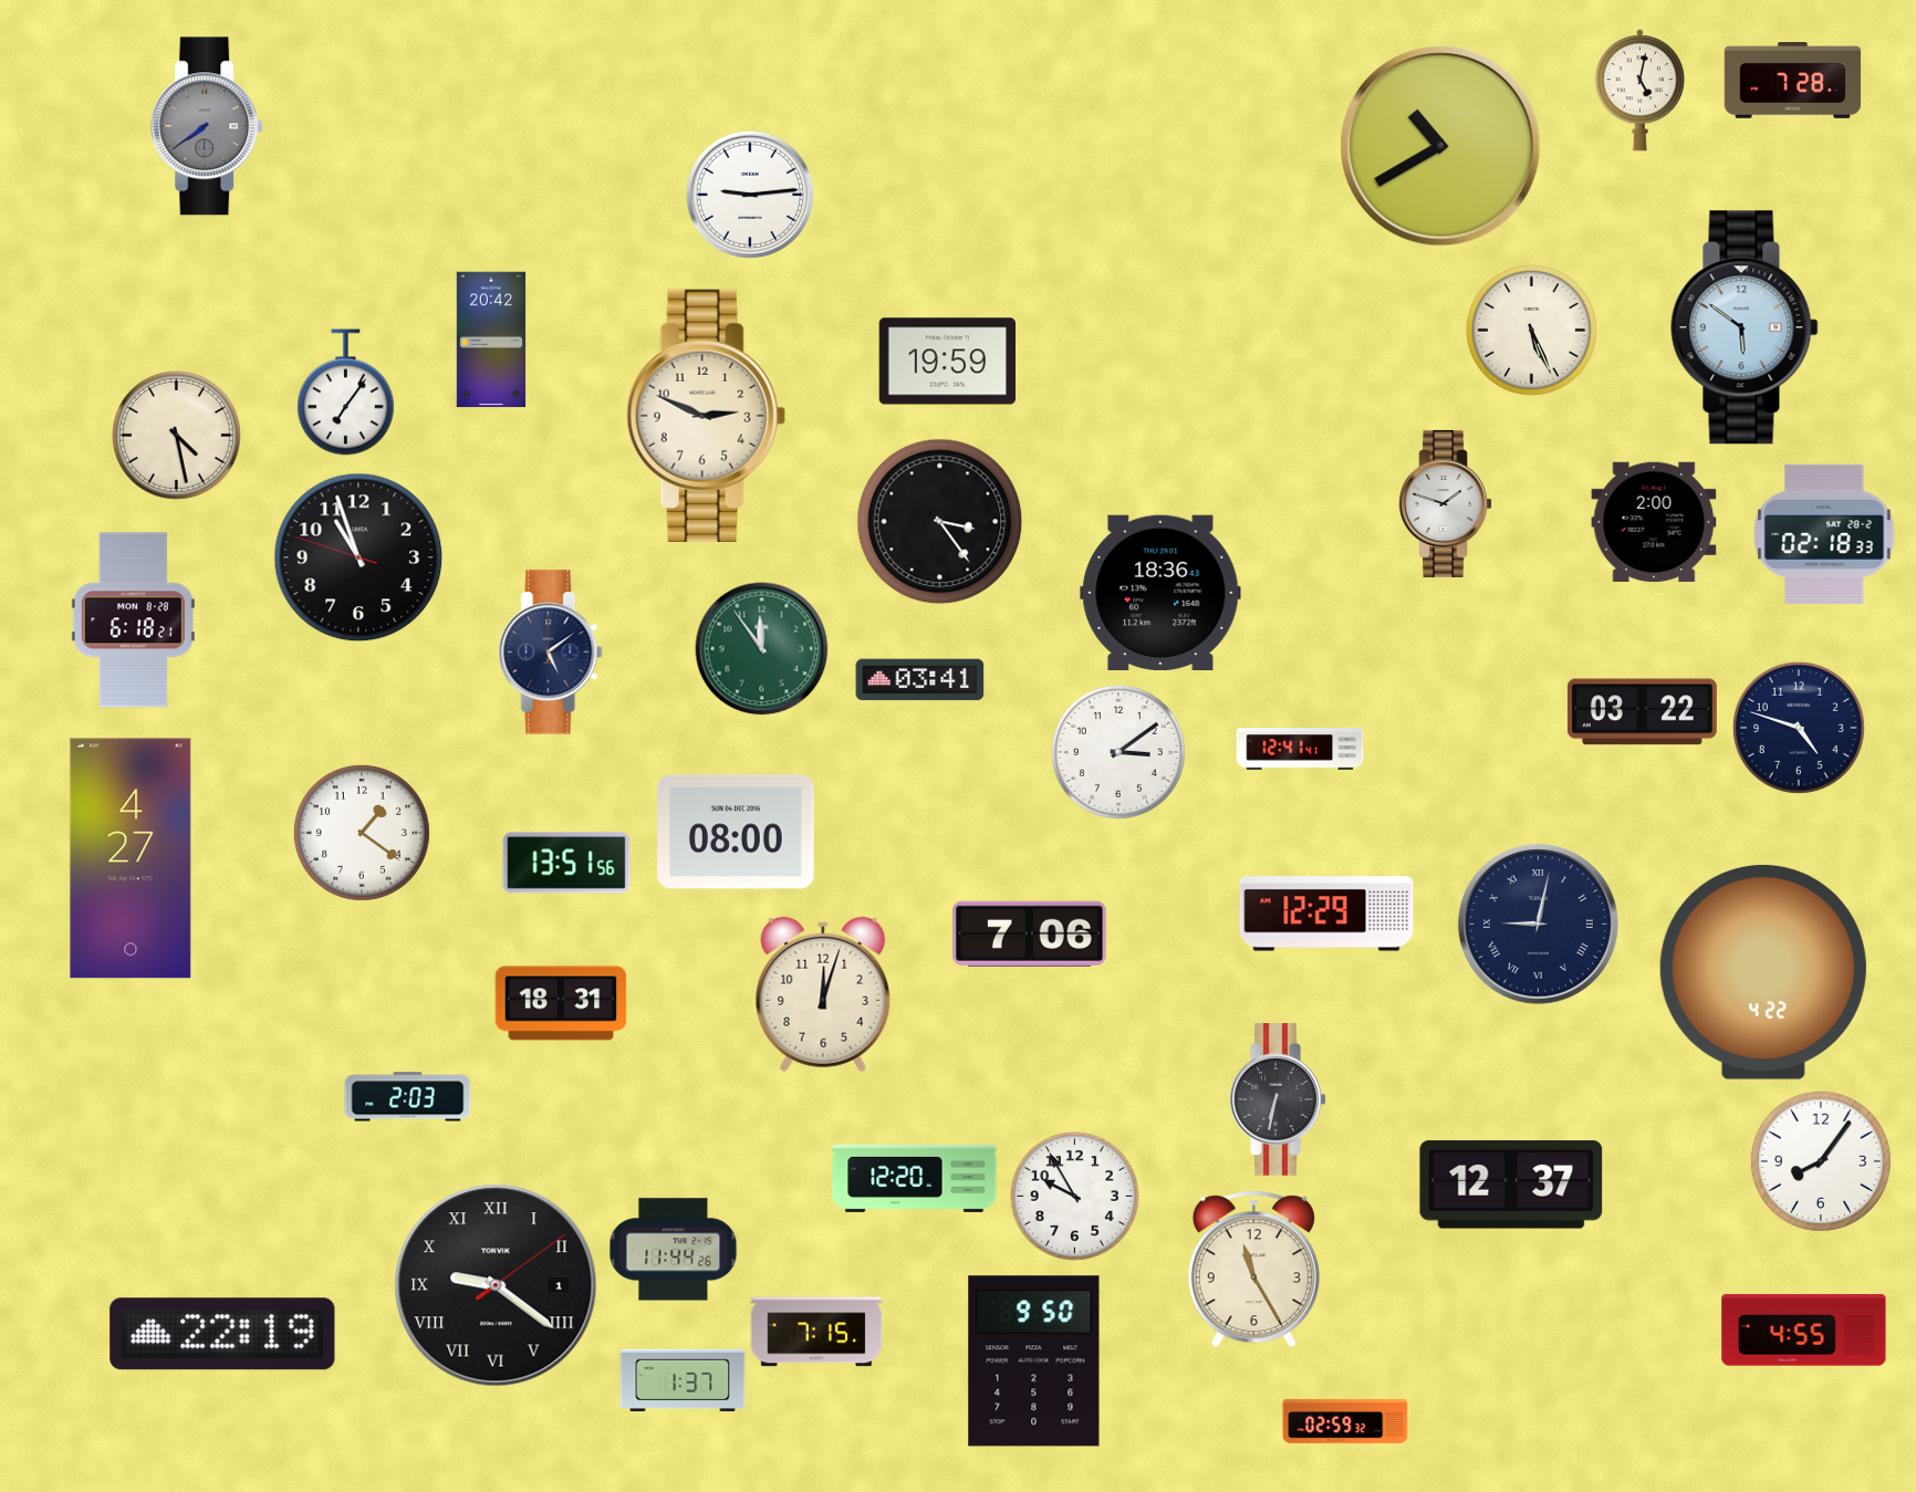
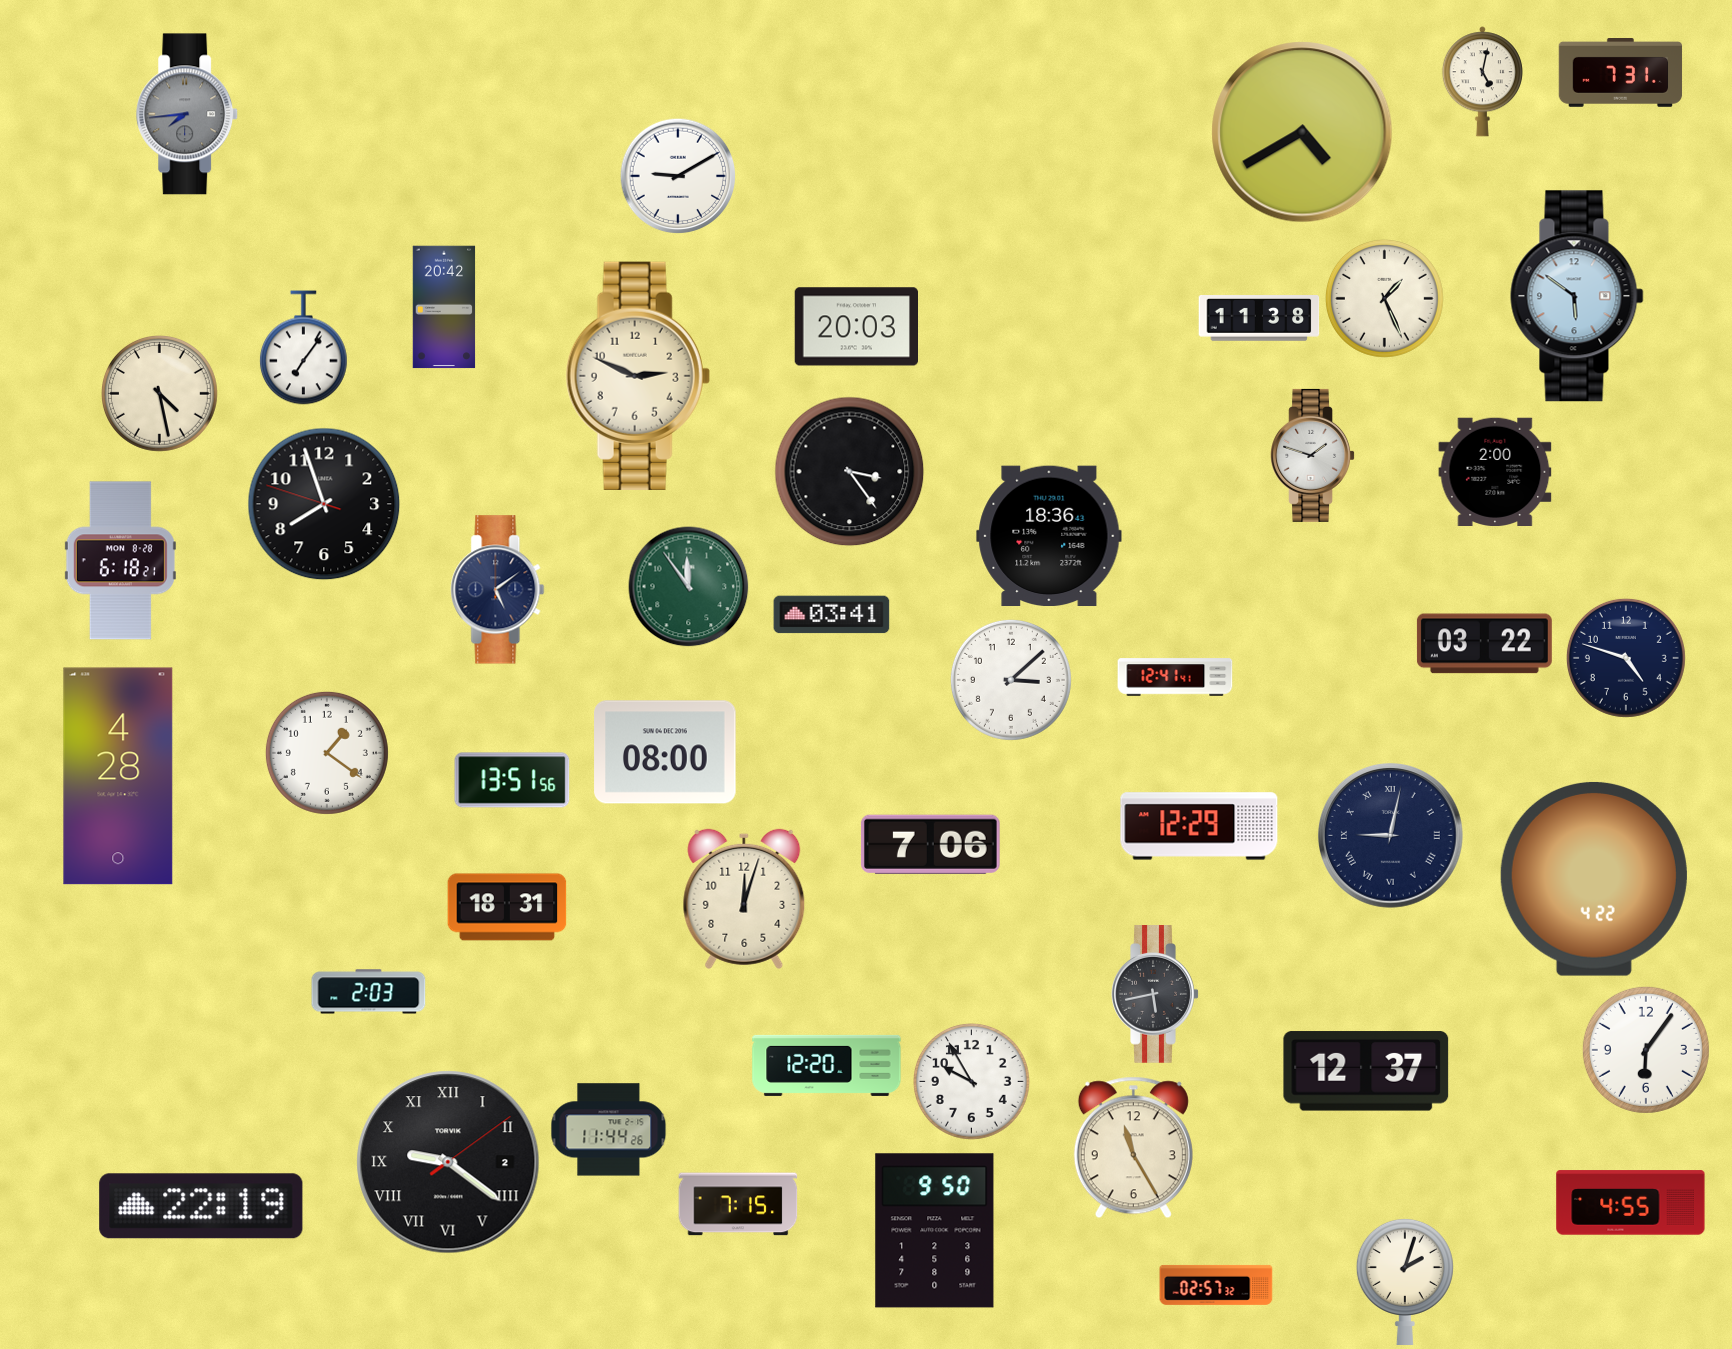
clock at (1793, 81): 7:28 -> 7:31
clock at (208, 126): 7:39 -> 7:44
clock at (1440, 146): 10:40 -> 4:40
clock at (750, 195): 9:14 -> 9:10
clock at (1531, 330): 5:26 -> 1:26
clock at (1259, 319): none -> 11:38
clock at (947, 362): 19:59 -> 20:03
clock at (346, 393) position: (346, 393) -> (304, 348)
clock at (1446, 503) position: (1446, 503) -> (1313, 455)
clock at (1824, 534): 02:18 -> none
clock at (358, 557): 10:56 -> 7:56
clock at (1118, 752): 3:09 -> 3:08
clock at (131, 858): 4:27 -> 4:28
clock at (1278, 1100): 6:32 -> 5:43
clock at (1821, 1161): 8:06 -> 6:06
clock at (496, 1285) date: 1 -> 2
clock at (683, 1380): 1:37 -> none
clock at (1405, 1281): none -> 2:03
clock at (1345, 1421): 02:59 -> 02:57
